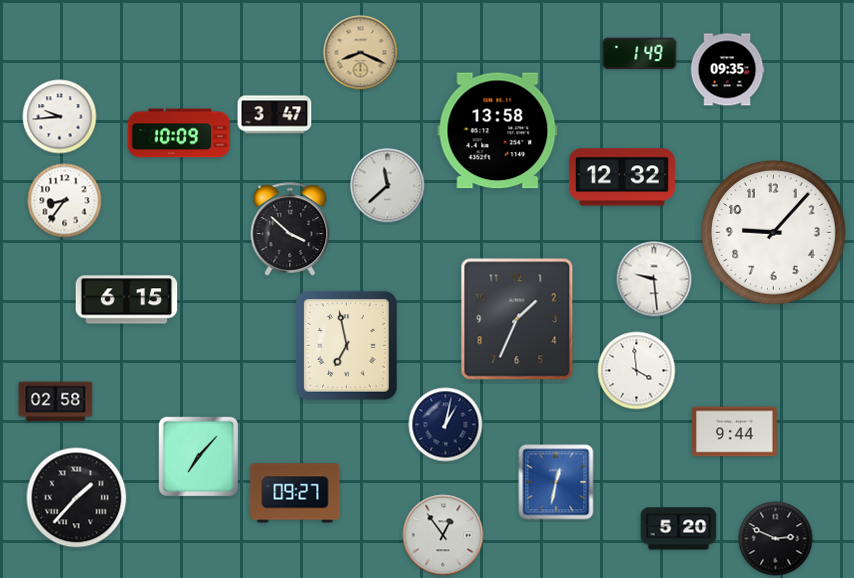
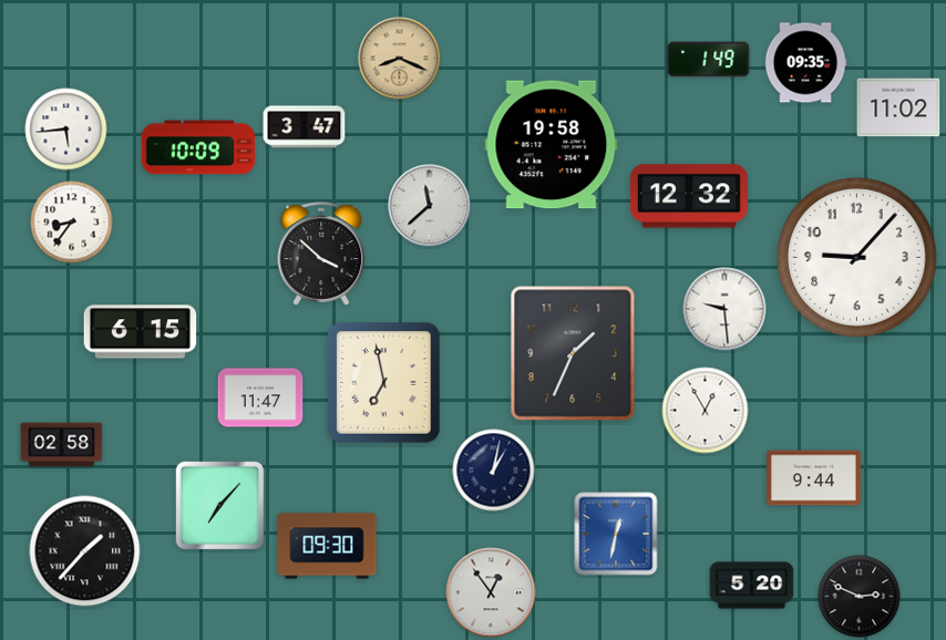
clock at (727, 70) position: (727, 70) -> (805, 63)
clock at (898, 107): none -> 11:02
clock at (60, 117): 9:44 -> 5:44
clock at (498, 131): 13:58 -> 19:58
clock at (260, 398): none -> 11:47
clock at (637, 371): 3:59 -> 12:55
clock at (295, 493): 09:27 -> 09:30
